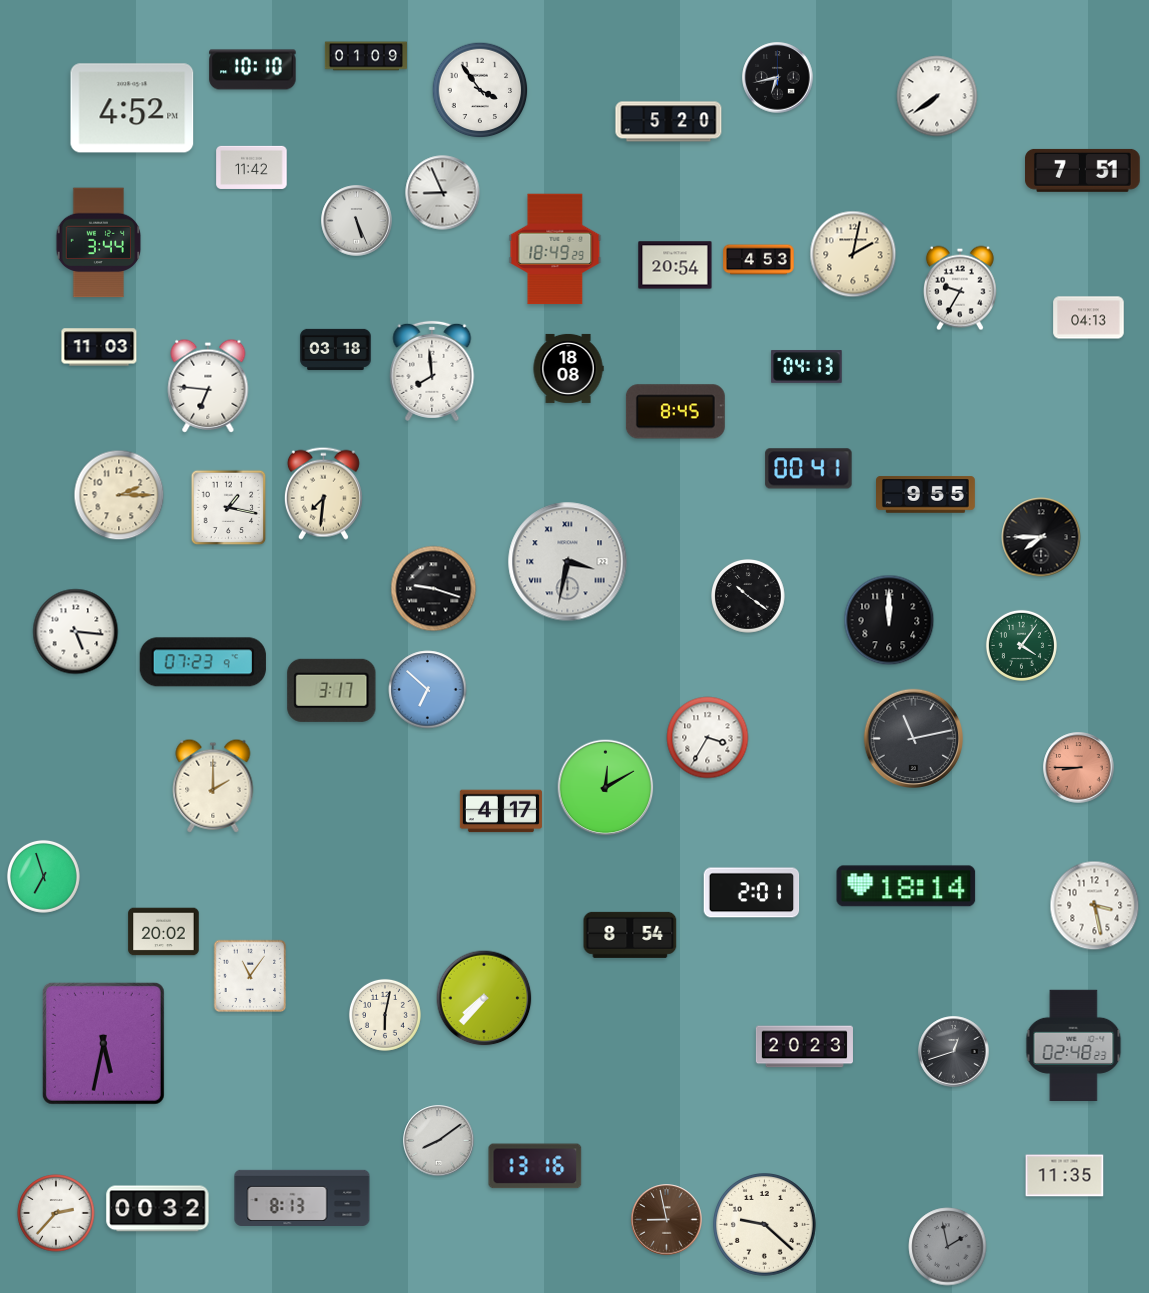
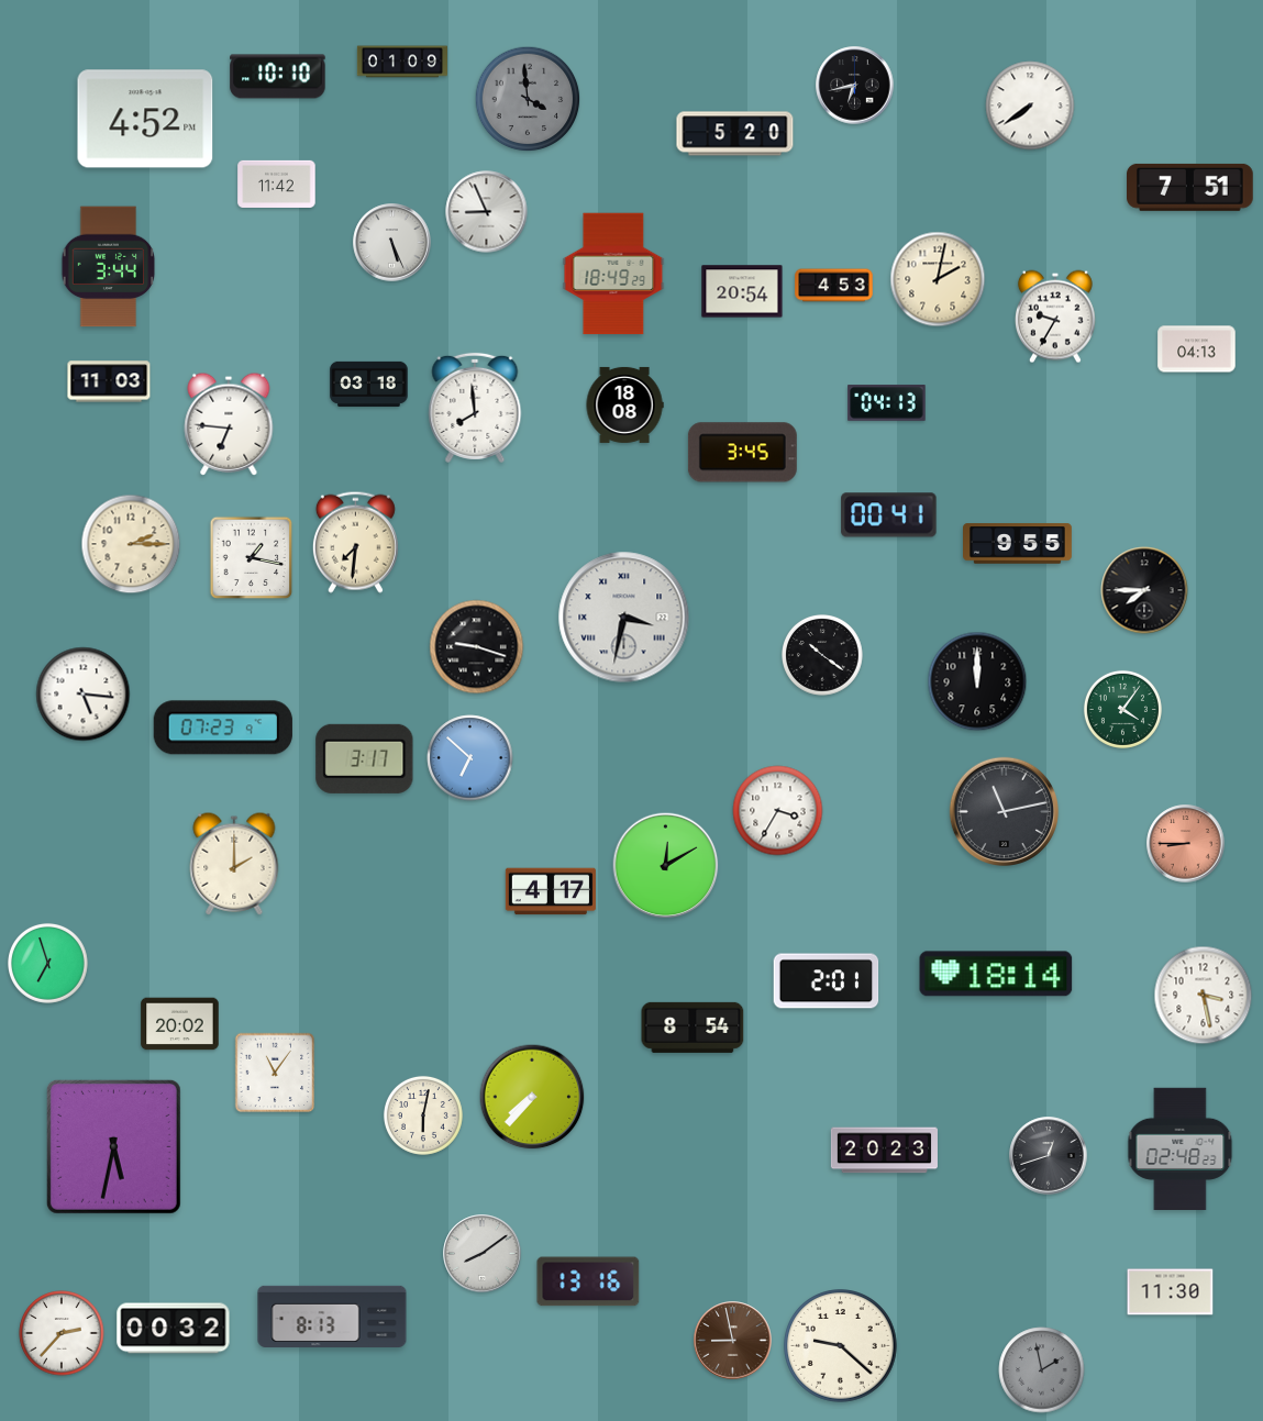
clock at (480, 90): 3:54 -> 3:59
clock at (480, 90) dial: white -> grey
clock at (555, 249) position: (555, 249) -> (613, 274)
clock at (675, 412): 8:45 -> 3:45
clock at (1065, 1176): 11:35 -> 11:30
